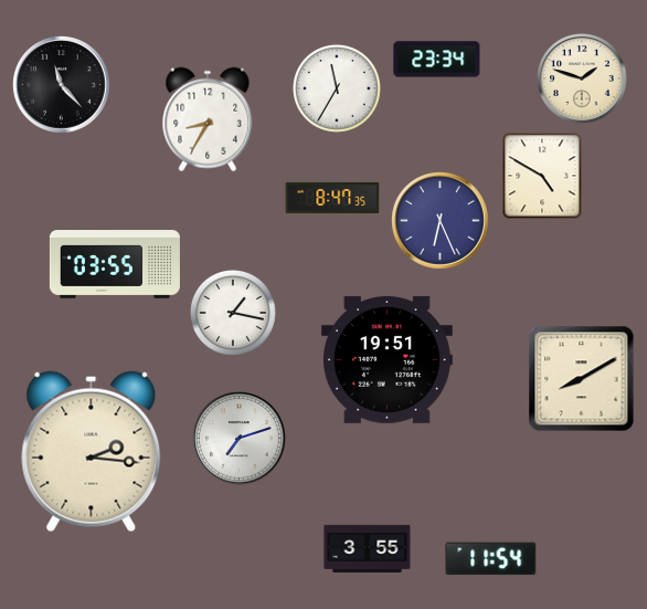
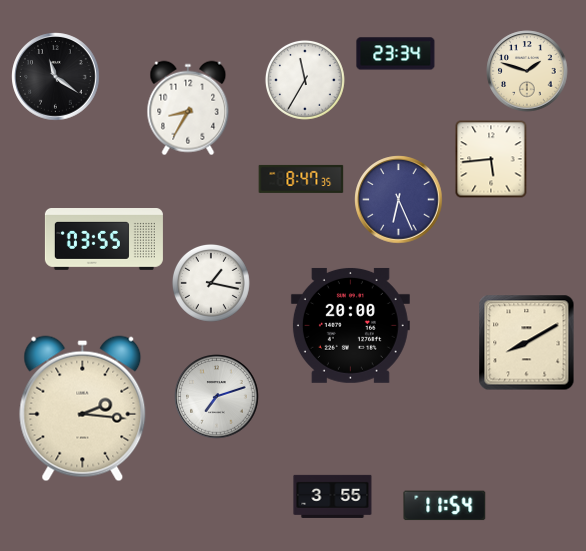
clock at (62, 85): 11:23 -> 11:21
clock at (542, 176): 4:50 -> 5:44
clock at (386, 359): 19:51 -> 20:00
